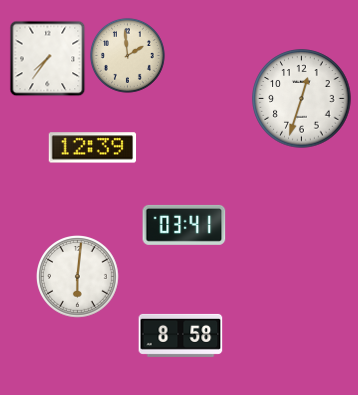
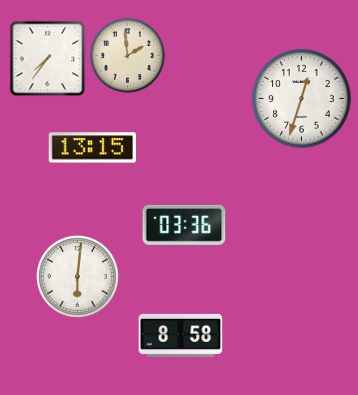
clock at (93, 148): 12:39 -> 13:15
clock at (184, 225): 03:41 -> 03:36
